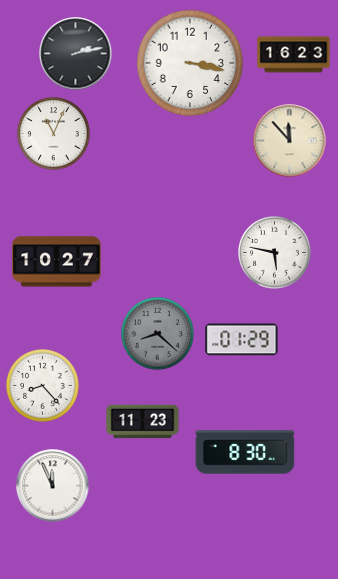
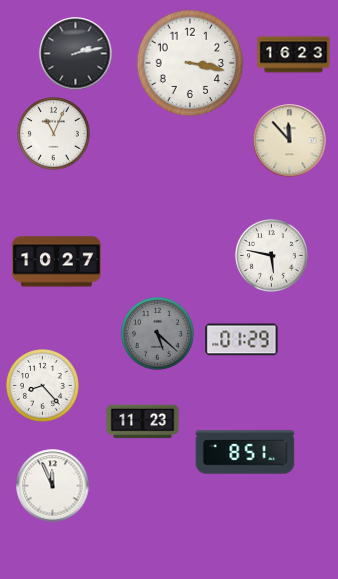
clock at (275, 253) position: (275, 253) -> (272, 256)
clock at (158, 334): 8:22 -> 5:22
clock at (245, 452): 8:30 -> 8:51
